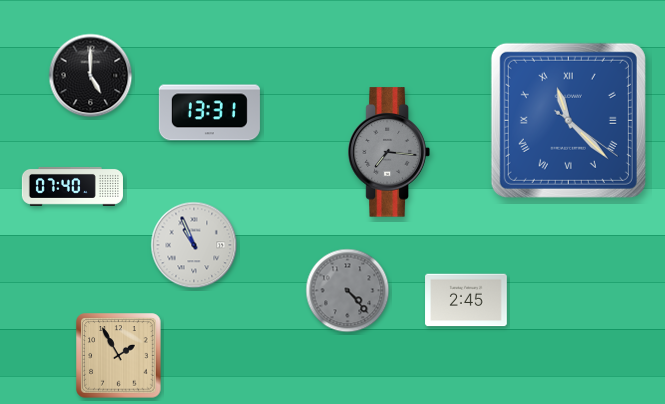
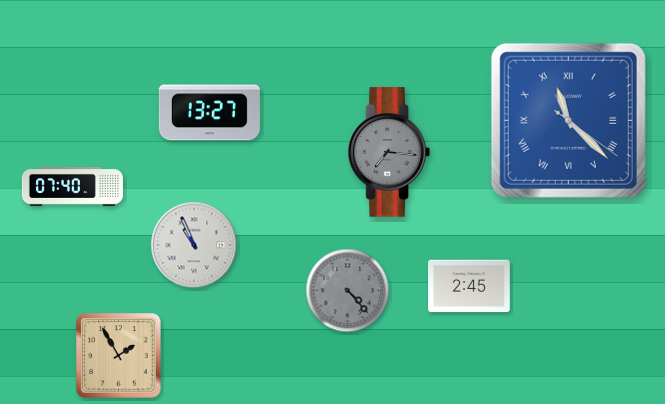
clock at (91, 76): 5:00 -> none
clock at (209, 113): 13:31 -> 13:27
clock at (466, 300) position: (466, 300) -> (469, 286)
